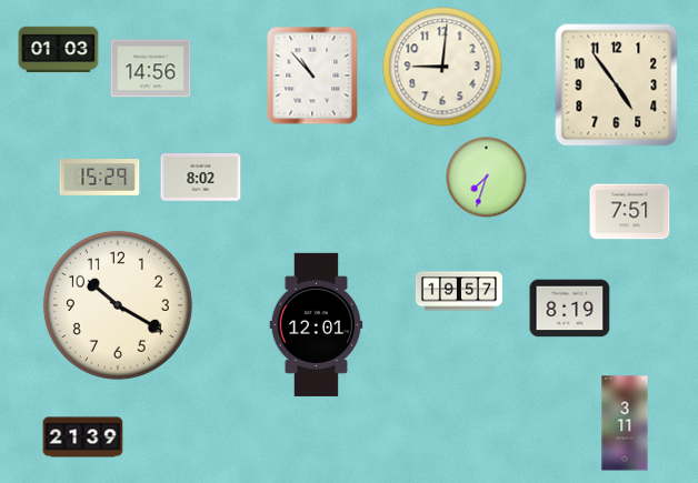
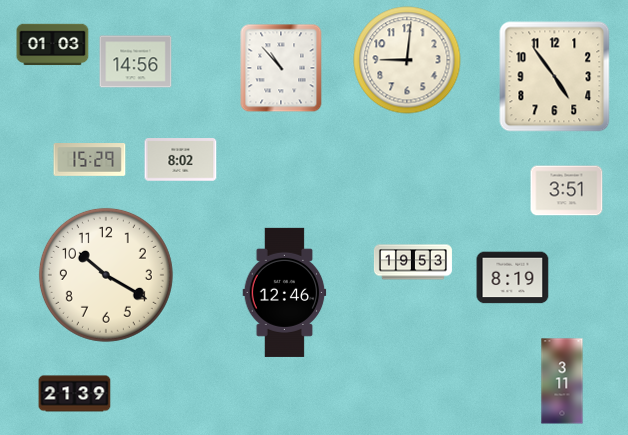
clock at (442, 67) position: (442, 67) -> (407, 60)
clock at (487, 178): 7:33 -> none
clock at (630, 212): 7:51 -> 3:51
clock at (459, 291): 19:57 -> 19:53
clock at (317, 324): 12:01 -> 12:46
